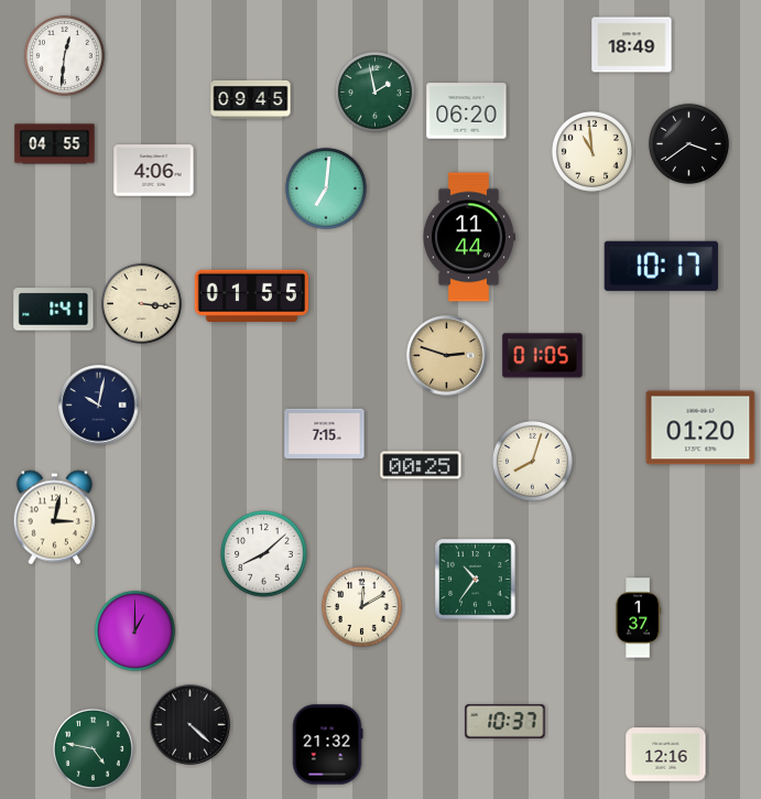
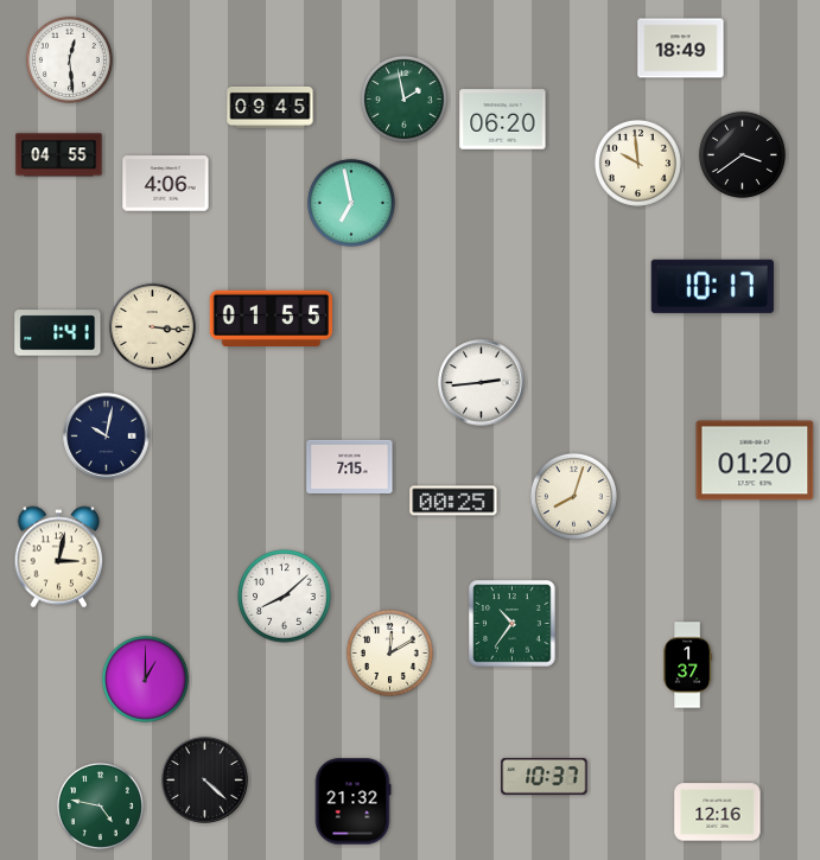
clock at (64, 55): 12:31 -> 12:29
clock at (591, 151): 10:59 -> 9:59
clock at (326, 188): 7:01 -> 6:58
clock at (468, 237): 11:44 -> none
clock at (447, 356): 2:48 -> 2:44
clock at (447, 356) dial: champagne -> white
clock at (543, 356): 01:05 -> none
